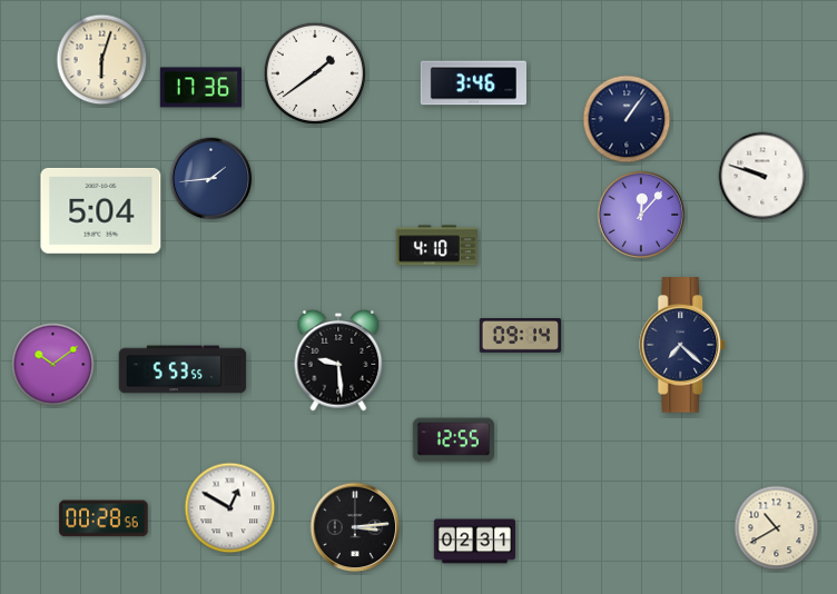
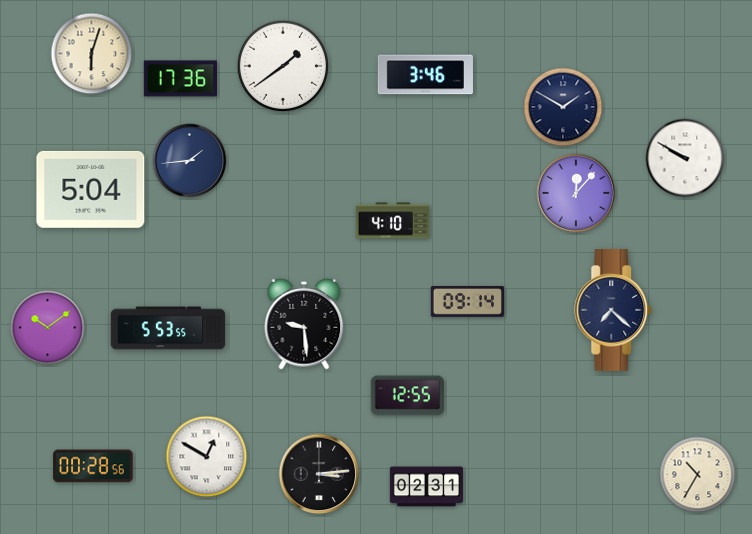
clock at (627, 119): 1:06 -> 1:50
clock at (762, 176): 9:48 -> 9:50
clock at (183, 369) position: (183, 369) -> (168, 328)
clock at (777, 528): 10:40 -> 10:35
